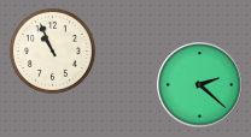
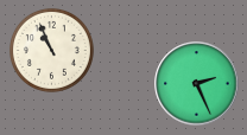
clock at (200, 85): 2:22 -> 2:26
